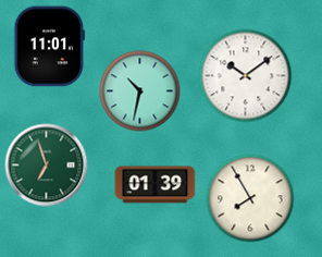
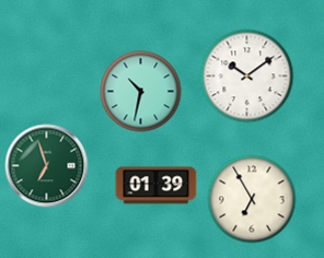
clock at (49, 47): 11:01 -> none
clock at (250, 198): 7:55 -> 6:55
